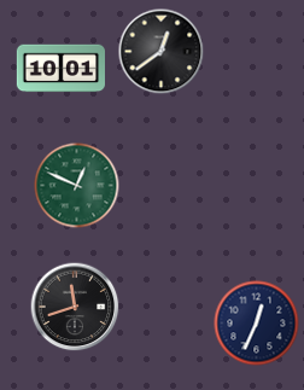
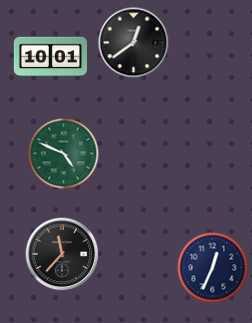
clock at (77, 186): 12:49 -> 4:49
clock at (75, 307): 11:42 -> 11:37
